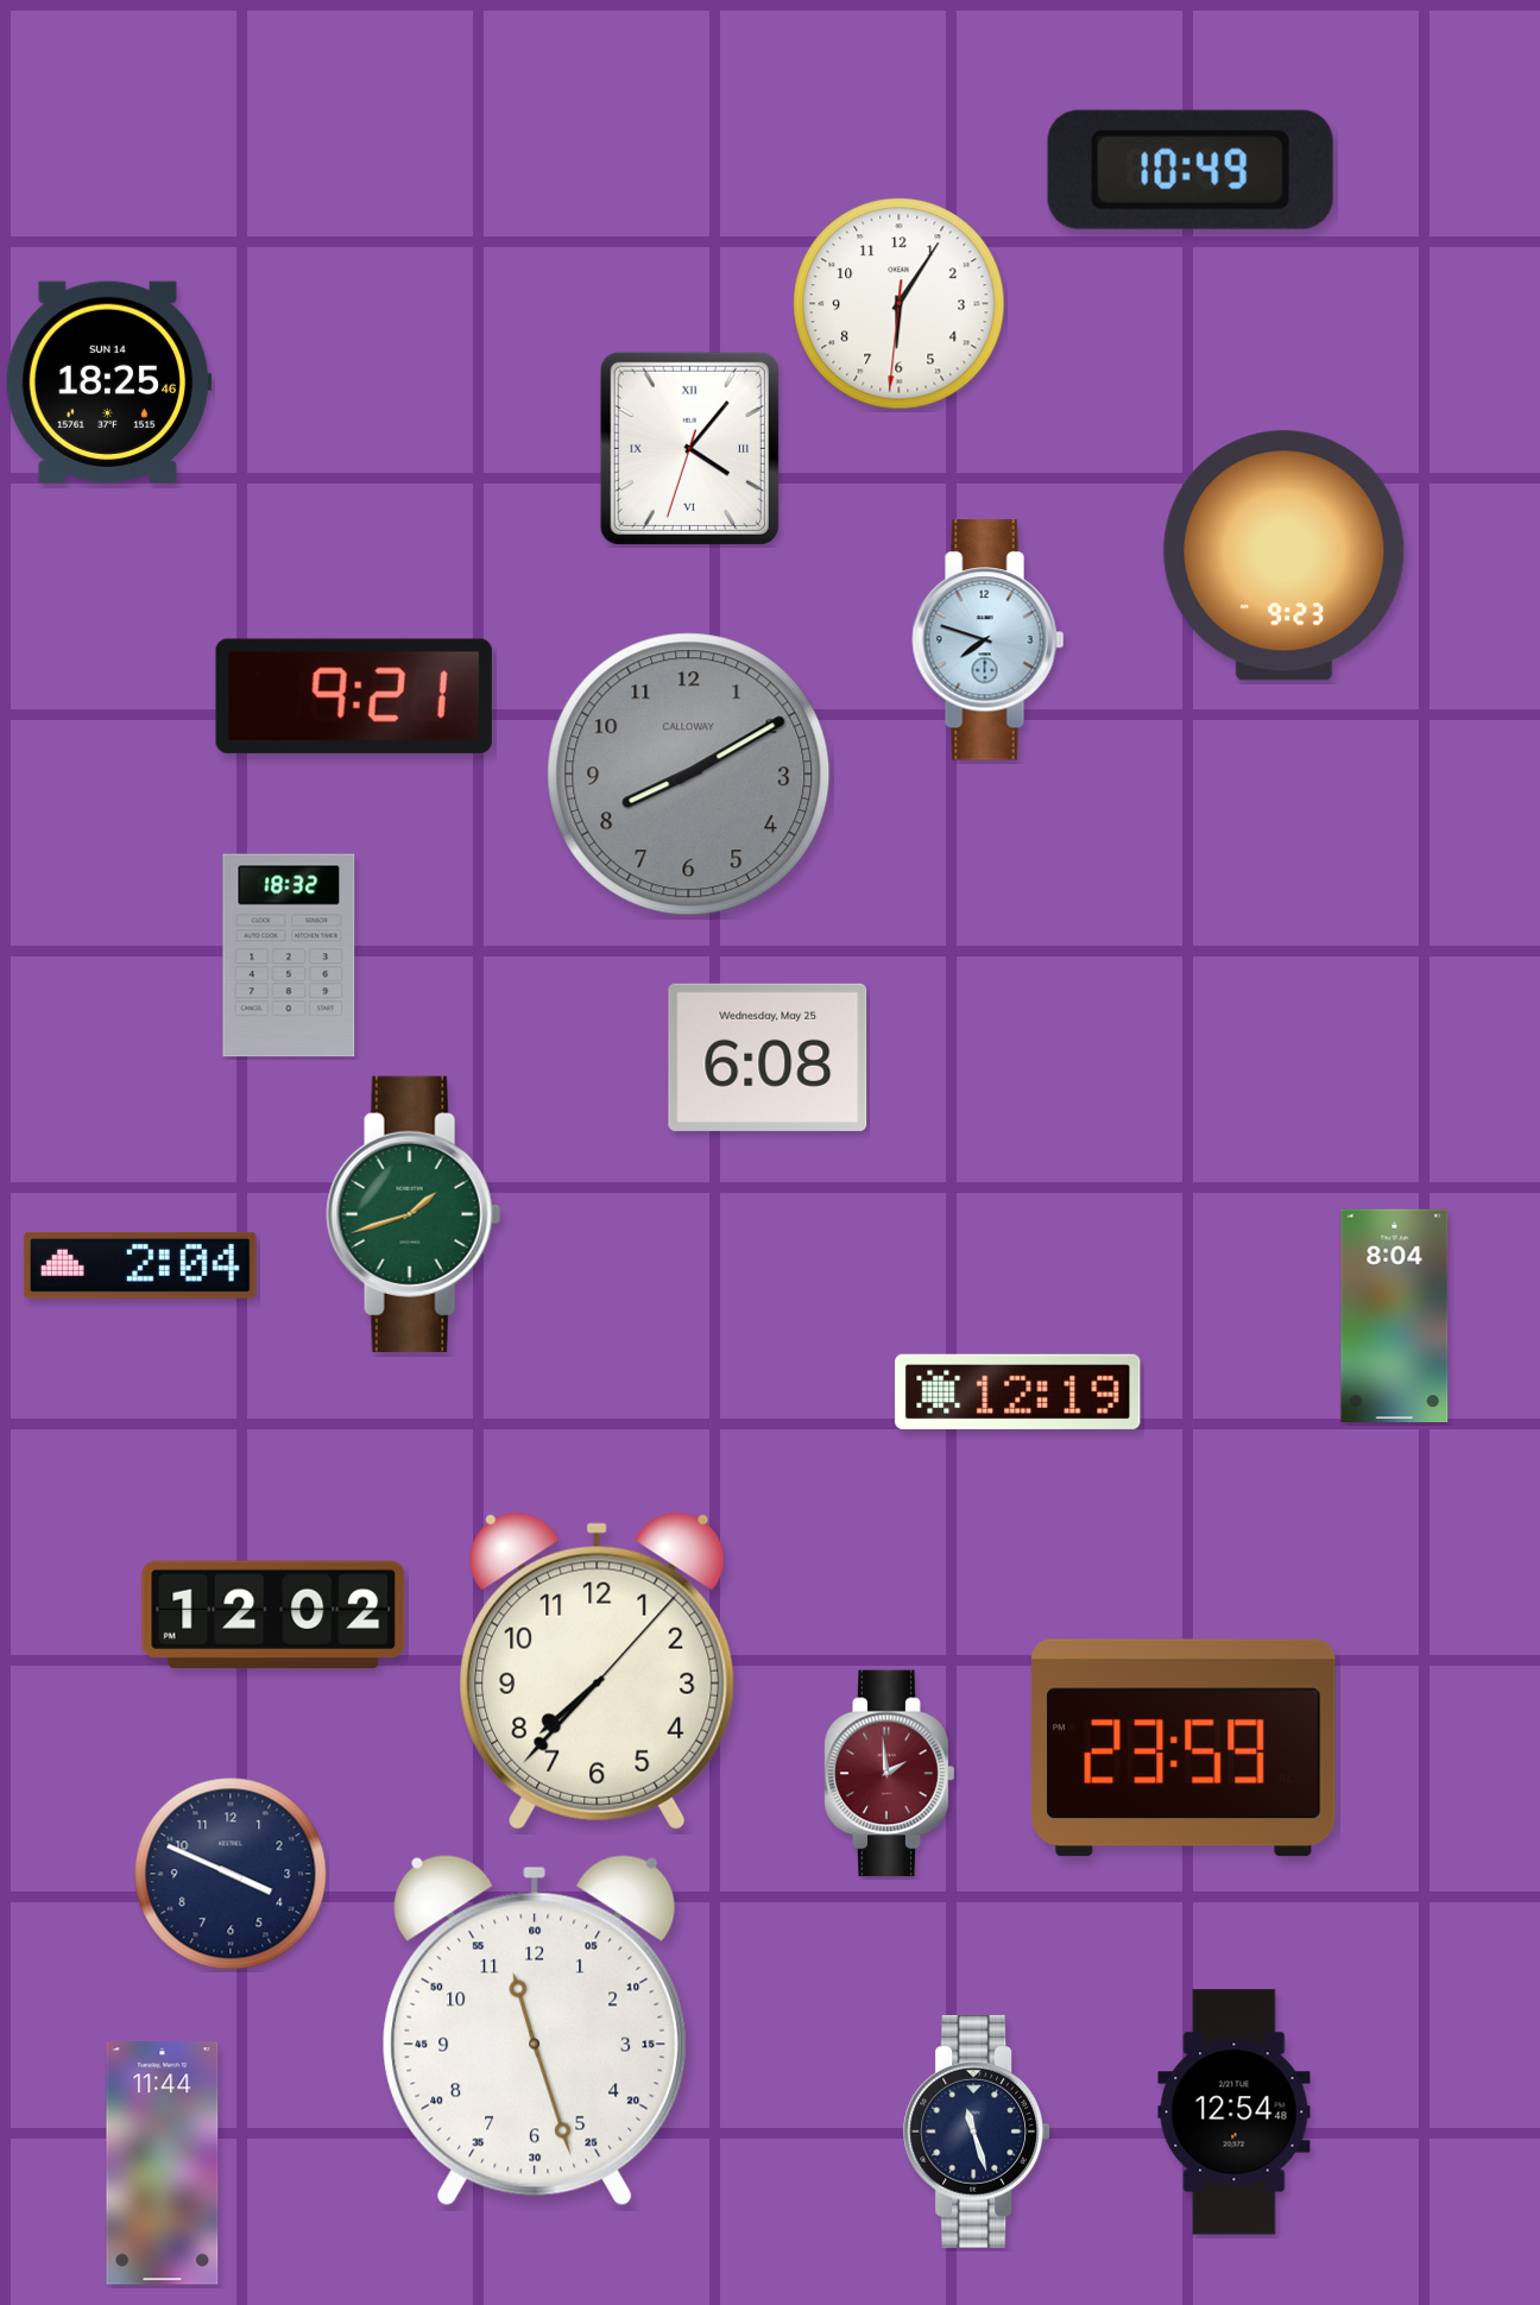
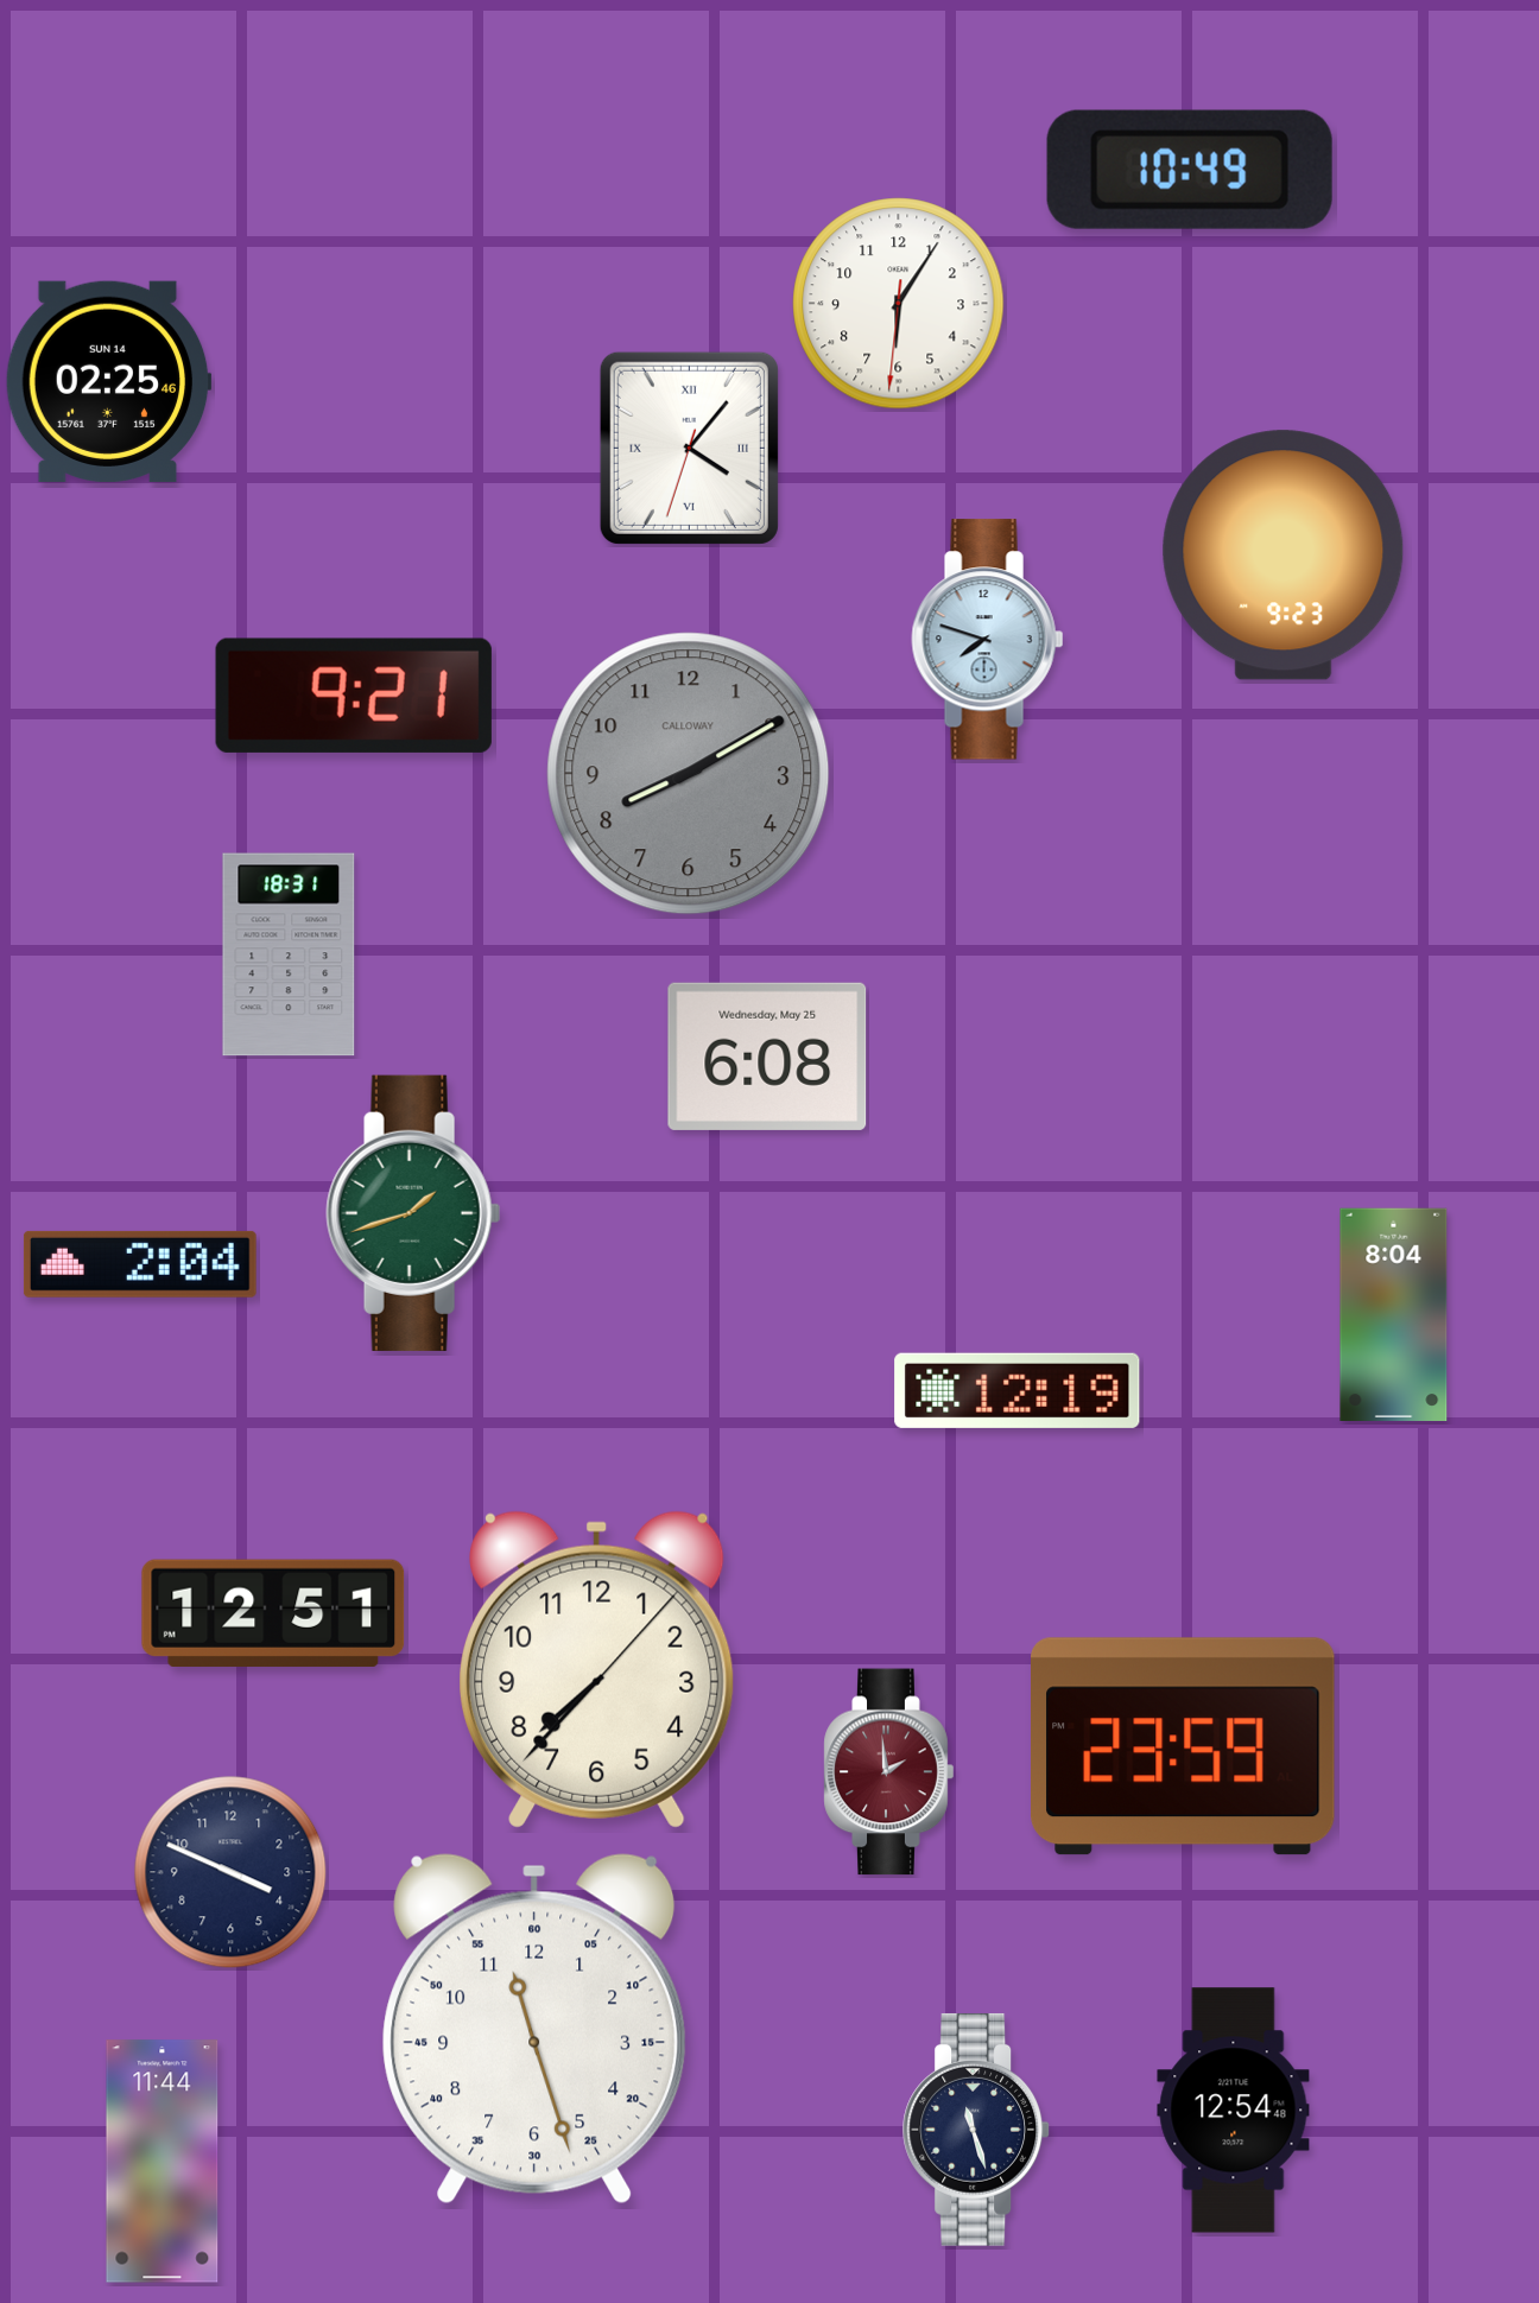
clock at (108, 381): 18:25 -> 02:25
clock at (289, 955): 18:32 -> 18:31
clock at (273, 1615): 12:02 -> 12:51
